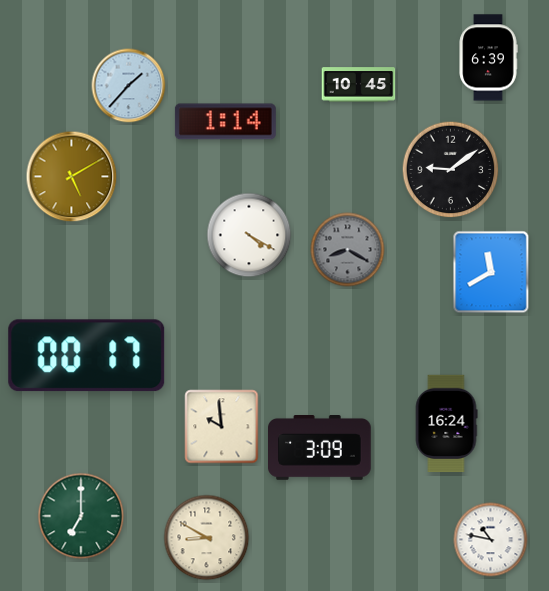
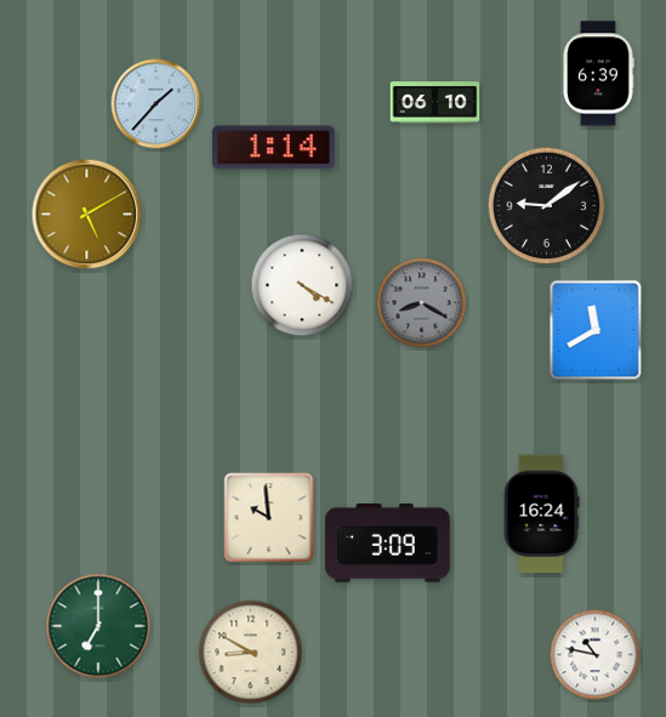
clock at (488, 58) position: (488, 58) -> (598, 74)
clock at (359, 85): 10:45 -> 06:10
clock at (87, 356): 00:17 -> none
